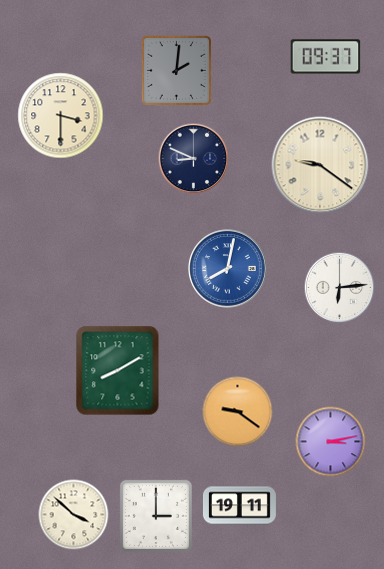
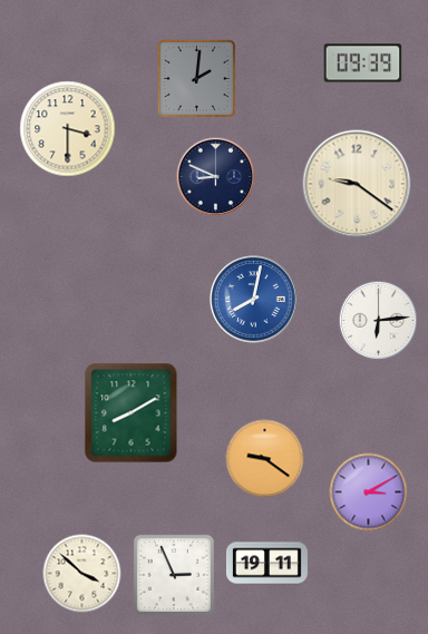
clock at (326, 57): 09:37 -> 09:39
clock at (331, 442): 3:13 -> 3:10
clock at (156, 516): 3:00 -> 2:56
